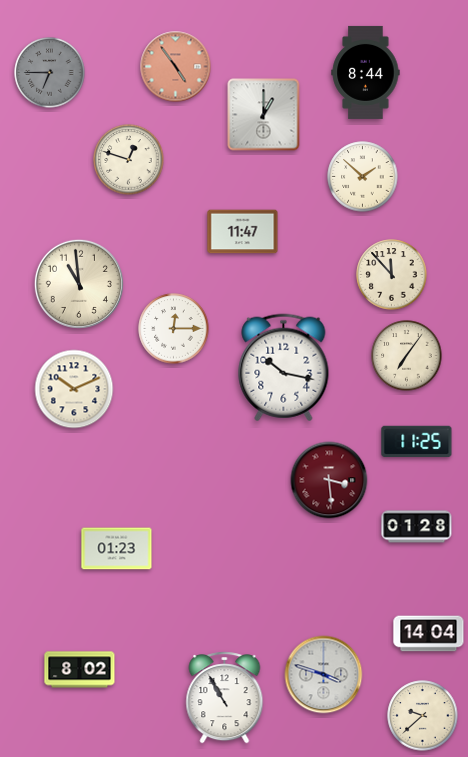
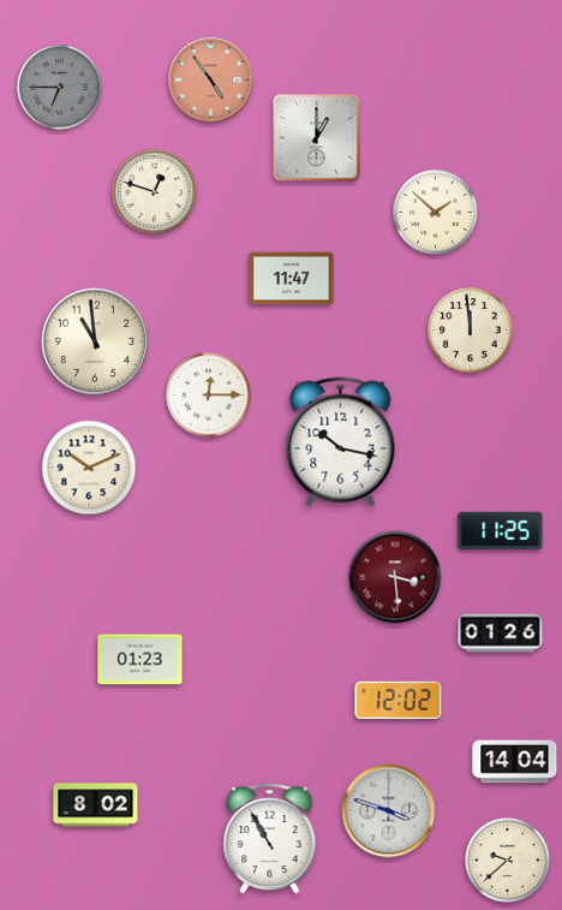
clock at (366, 72): 8:44 -> none
clock at (392, 275): 11:53 -> 11:59
clock at (407, 356): 7:06 -> none
clock at (417, 527): 01:28 -> 01:26
clock at (399, 701): none -> 12:02
